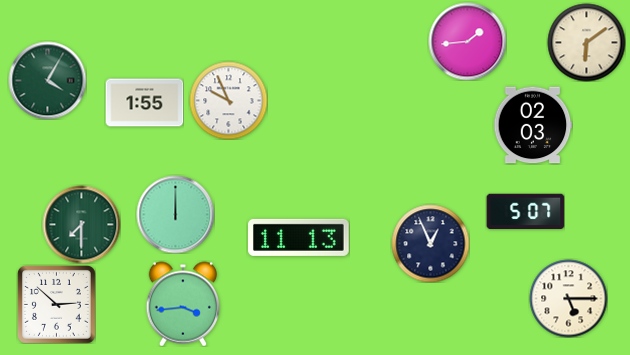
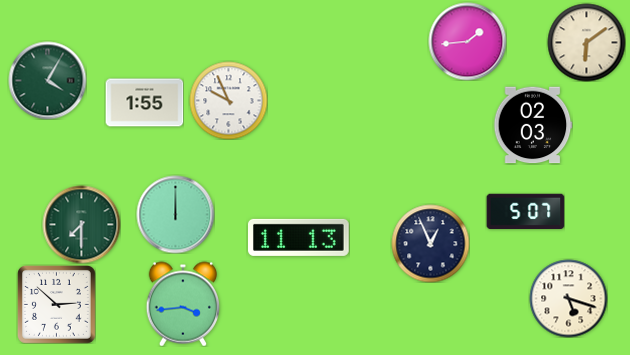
clock at (568, 298): 5:15 -> 5:18
